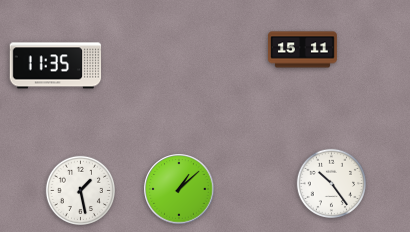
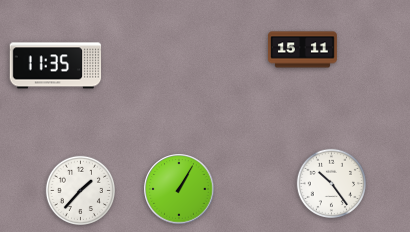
clock at (179, 189): 1:08 -> 1:05
clock at (80, 190): 1:28 -> 1:37
